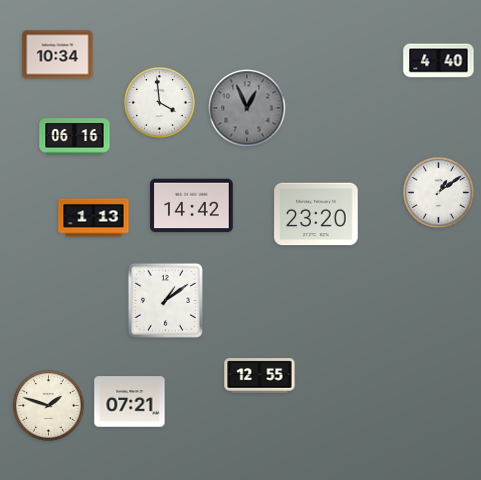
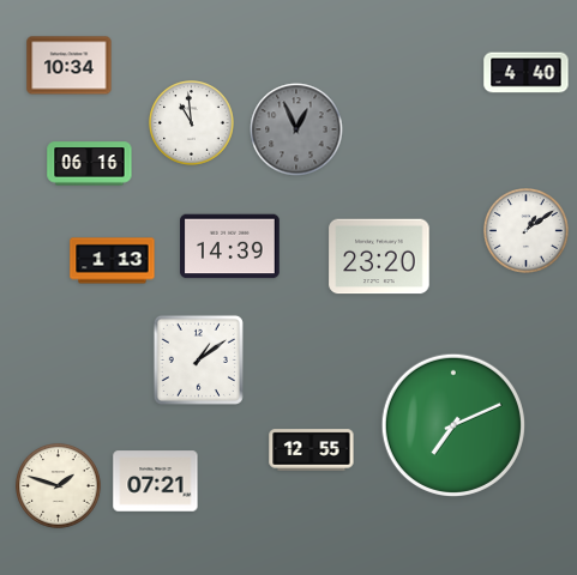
clock at (160, 103): 3:59 -> 10:59
clock at (192, 206): 14:42 -> 14:39
clock at (452, 424): none -> 7:11
